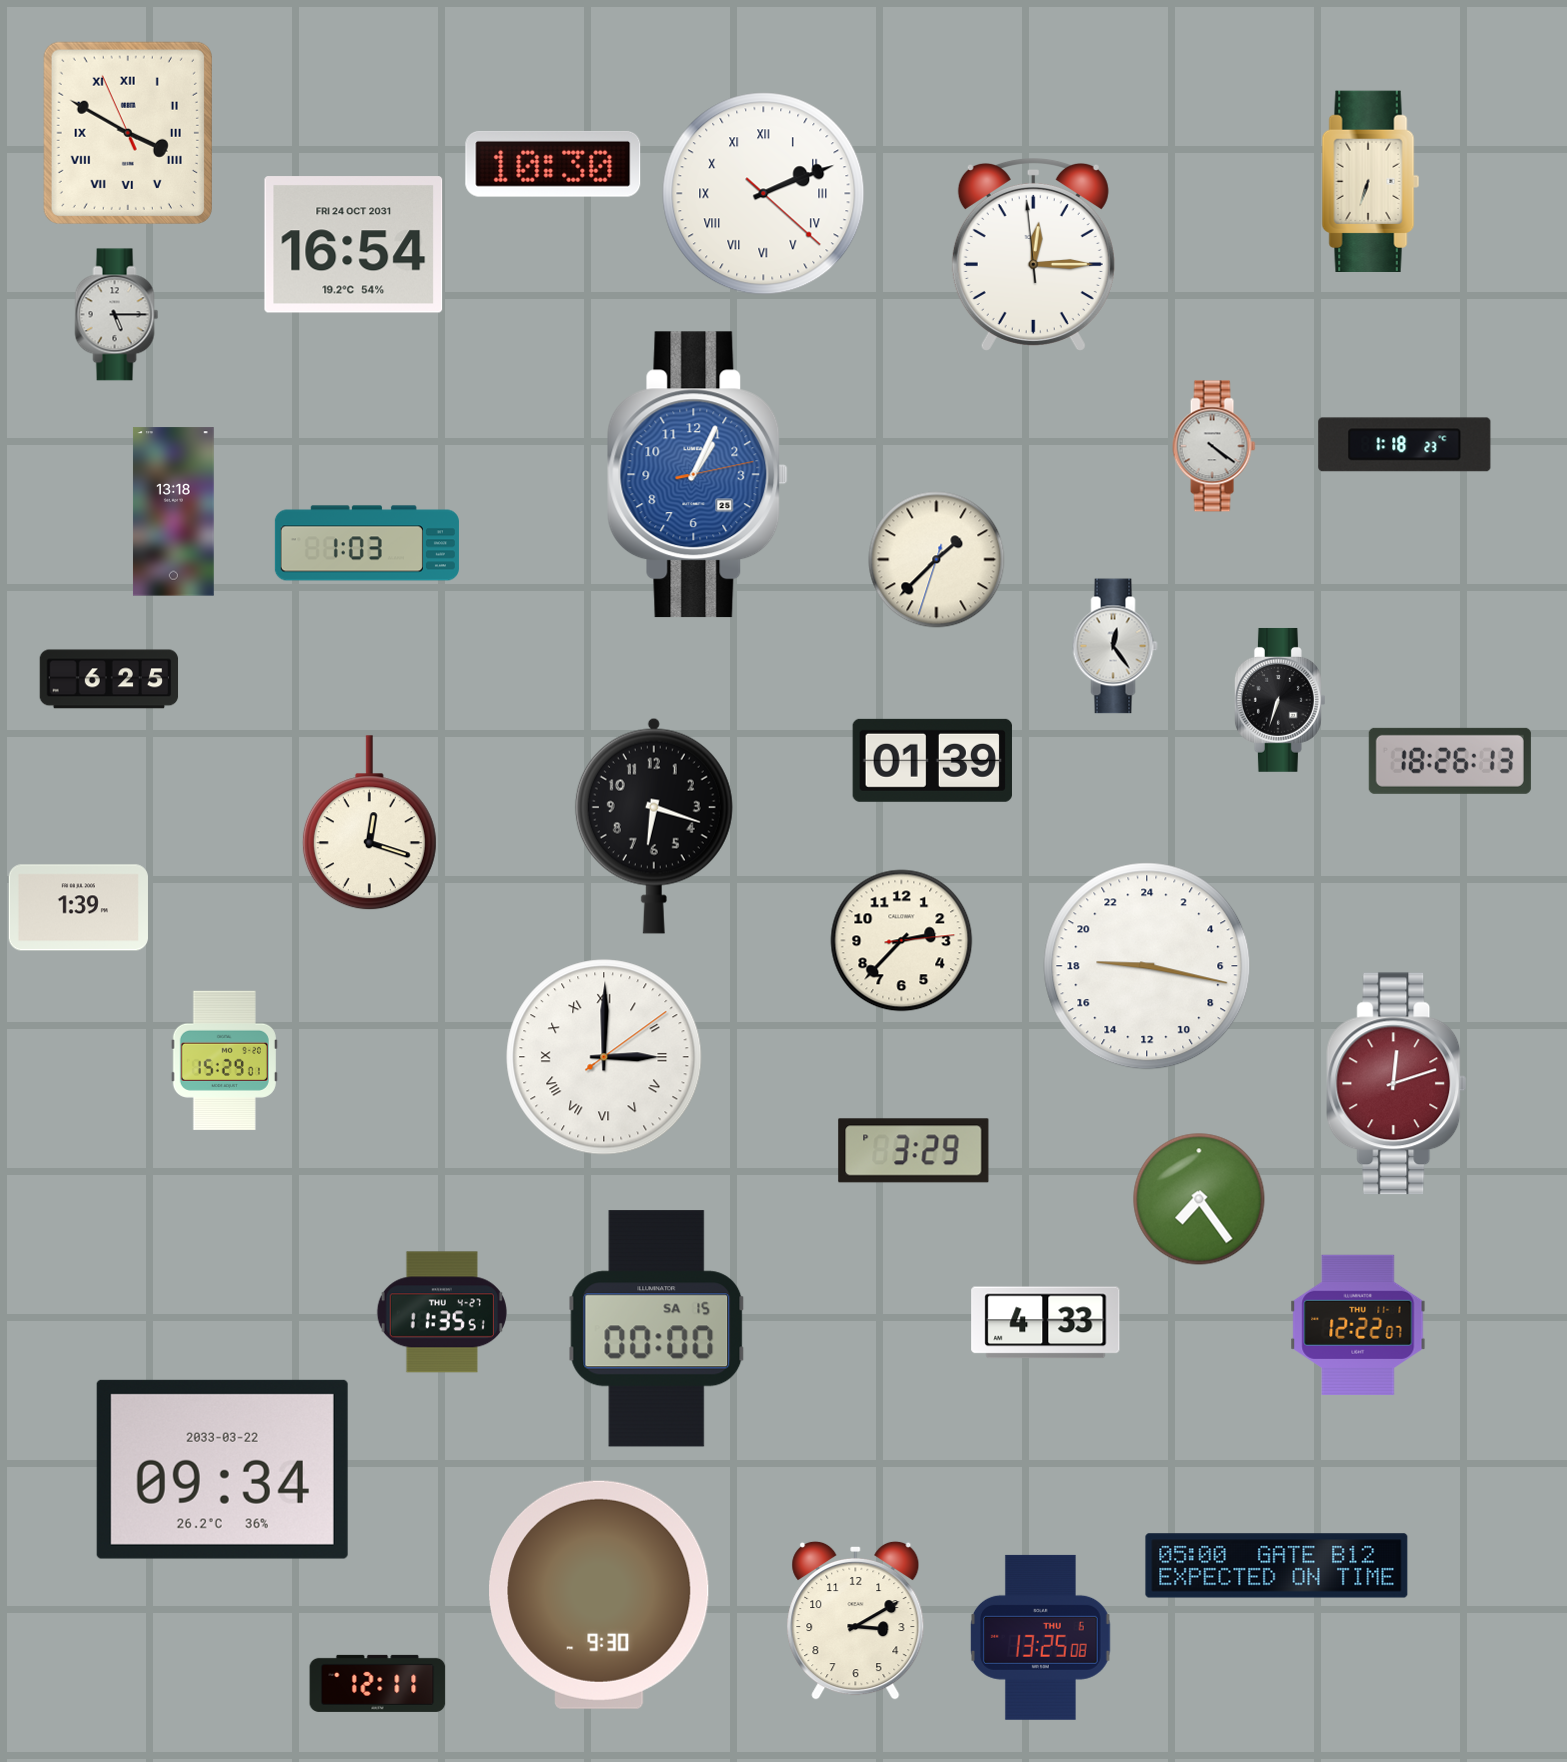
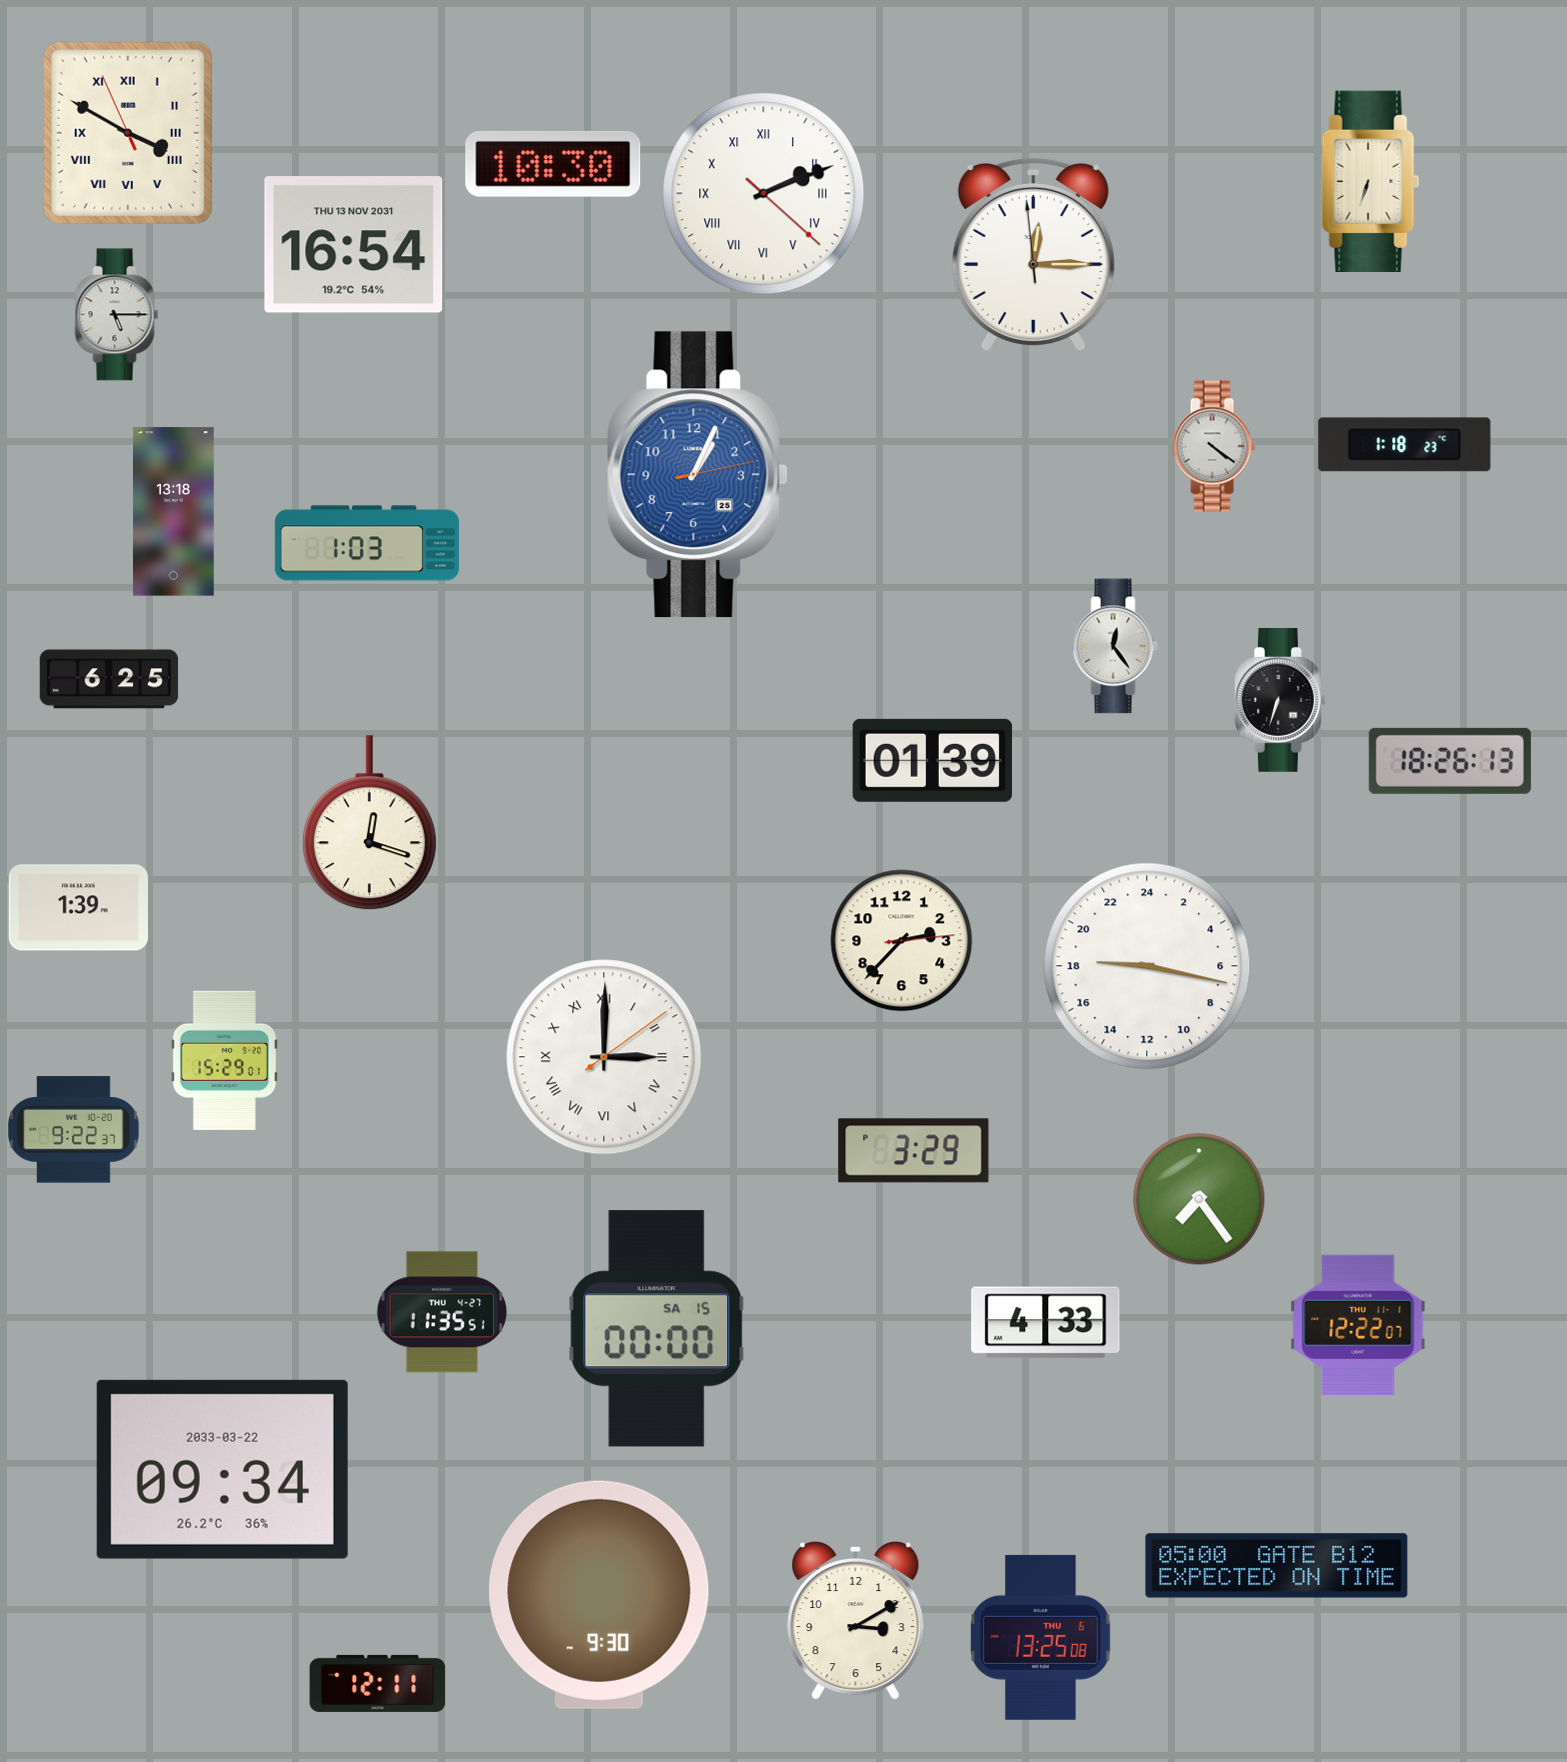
clock at (354, 245) date: FRI 24 OCT 2031 -> THU 13 NOV 2031
clock at (937, 560): 1:37 -> none
clock at (654, 826): 6:18 -> none
clock at (1397, 1084): 12:12 -> none
clock at (74, 1130): none -> 9:22
